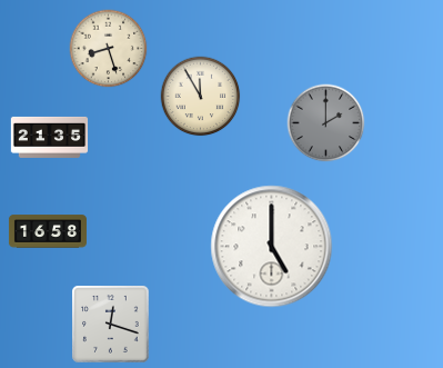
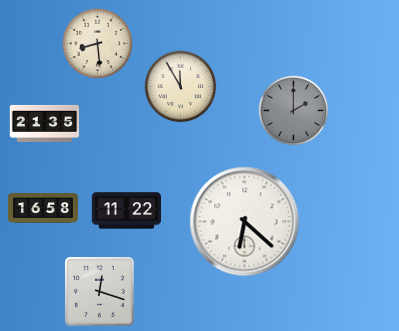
clock at (109, 49): 8:27 -> 8:29
clock at (126, 211): none -> 11:22
clock at (272, 247): 5:00 -> 6:22
